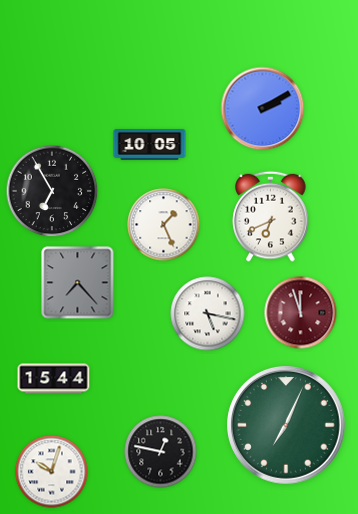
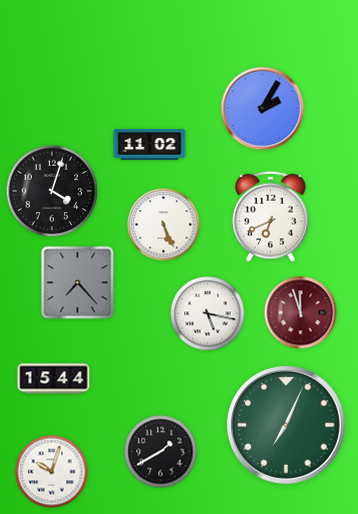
clock at (263, 109): 2:10 -> 2:05
clock at (150, 144): 10:05 -> 11:02
clock at (52, 191): 6:55 -> 4:03
clock at (164, 225): 1:26 -> 5:26
clock at (161, 452): 12:47 -> 1:40
